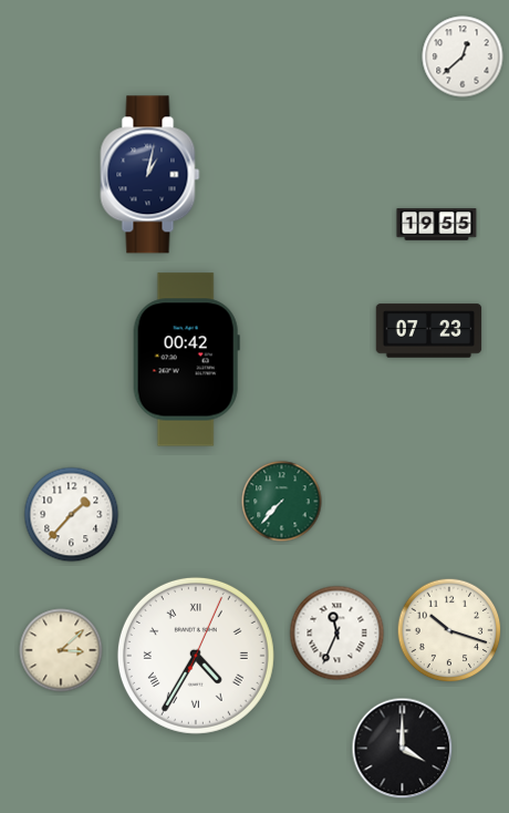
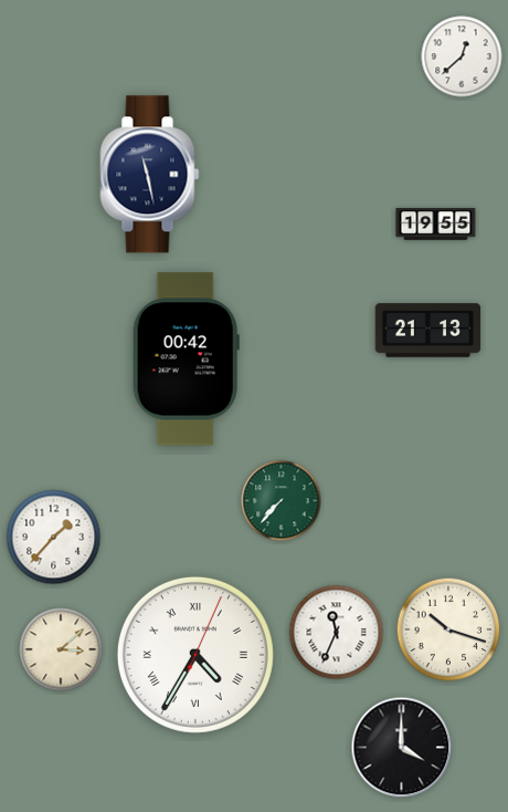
clock at (150, 175): 1:02 -> 11:28
clock at (429, 331): 07:23 -> 21:13
clock at (72, 515) position: (72, 515) -> (54, 538)
